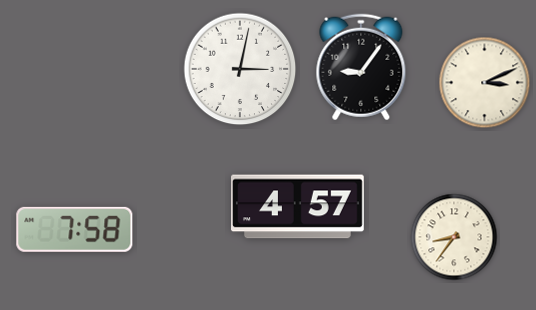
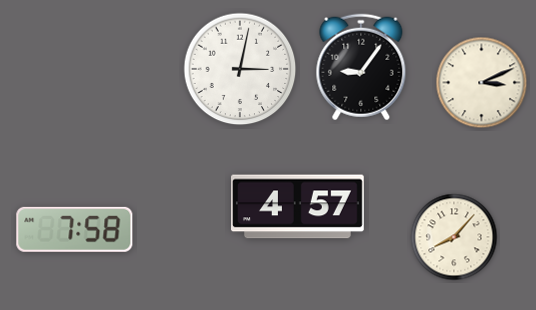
clock at (485, 83) position: (485, 83) -> (482, 83)
clock at (454, 237): 8:36 -> 8:07
